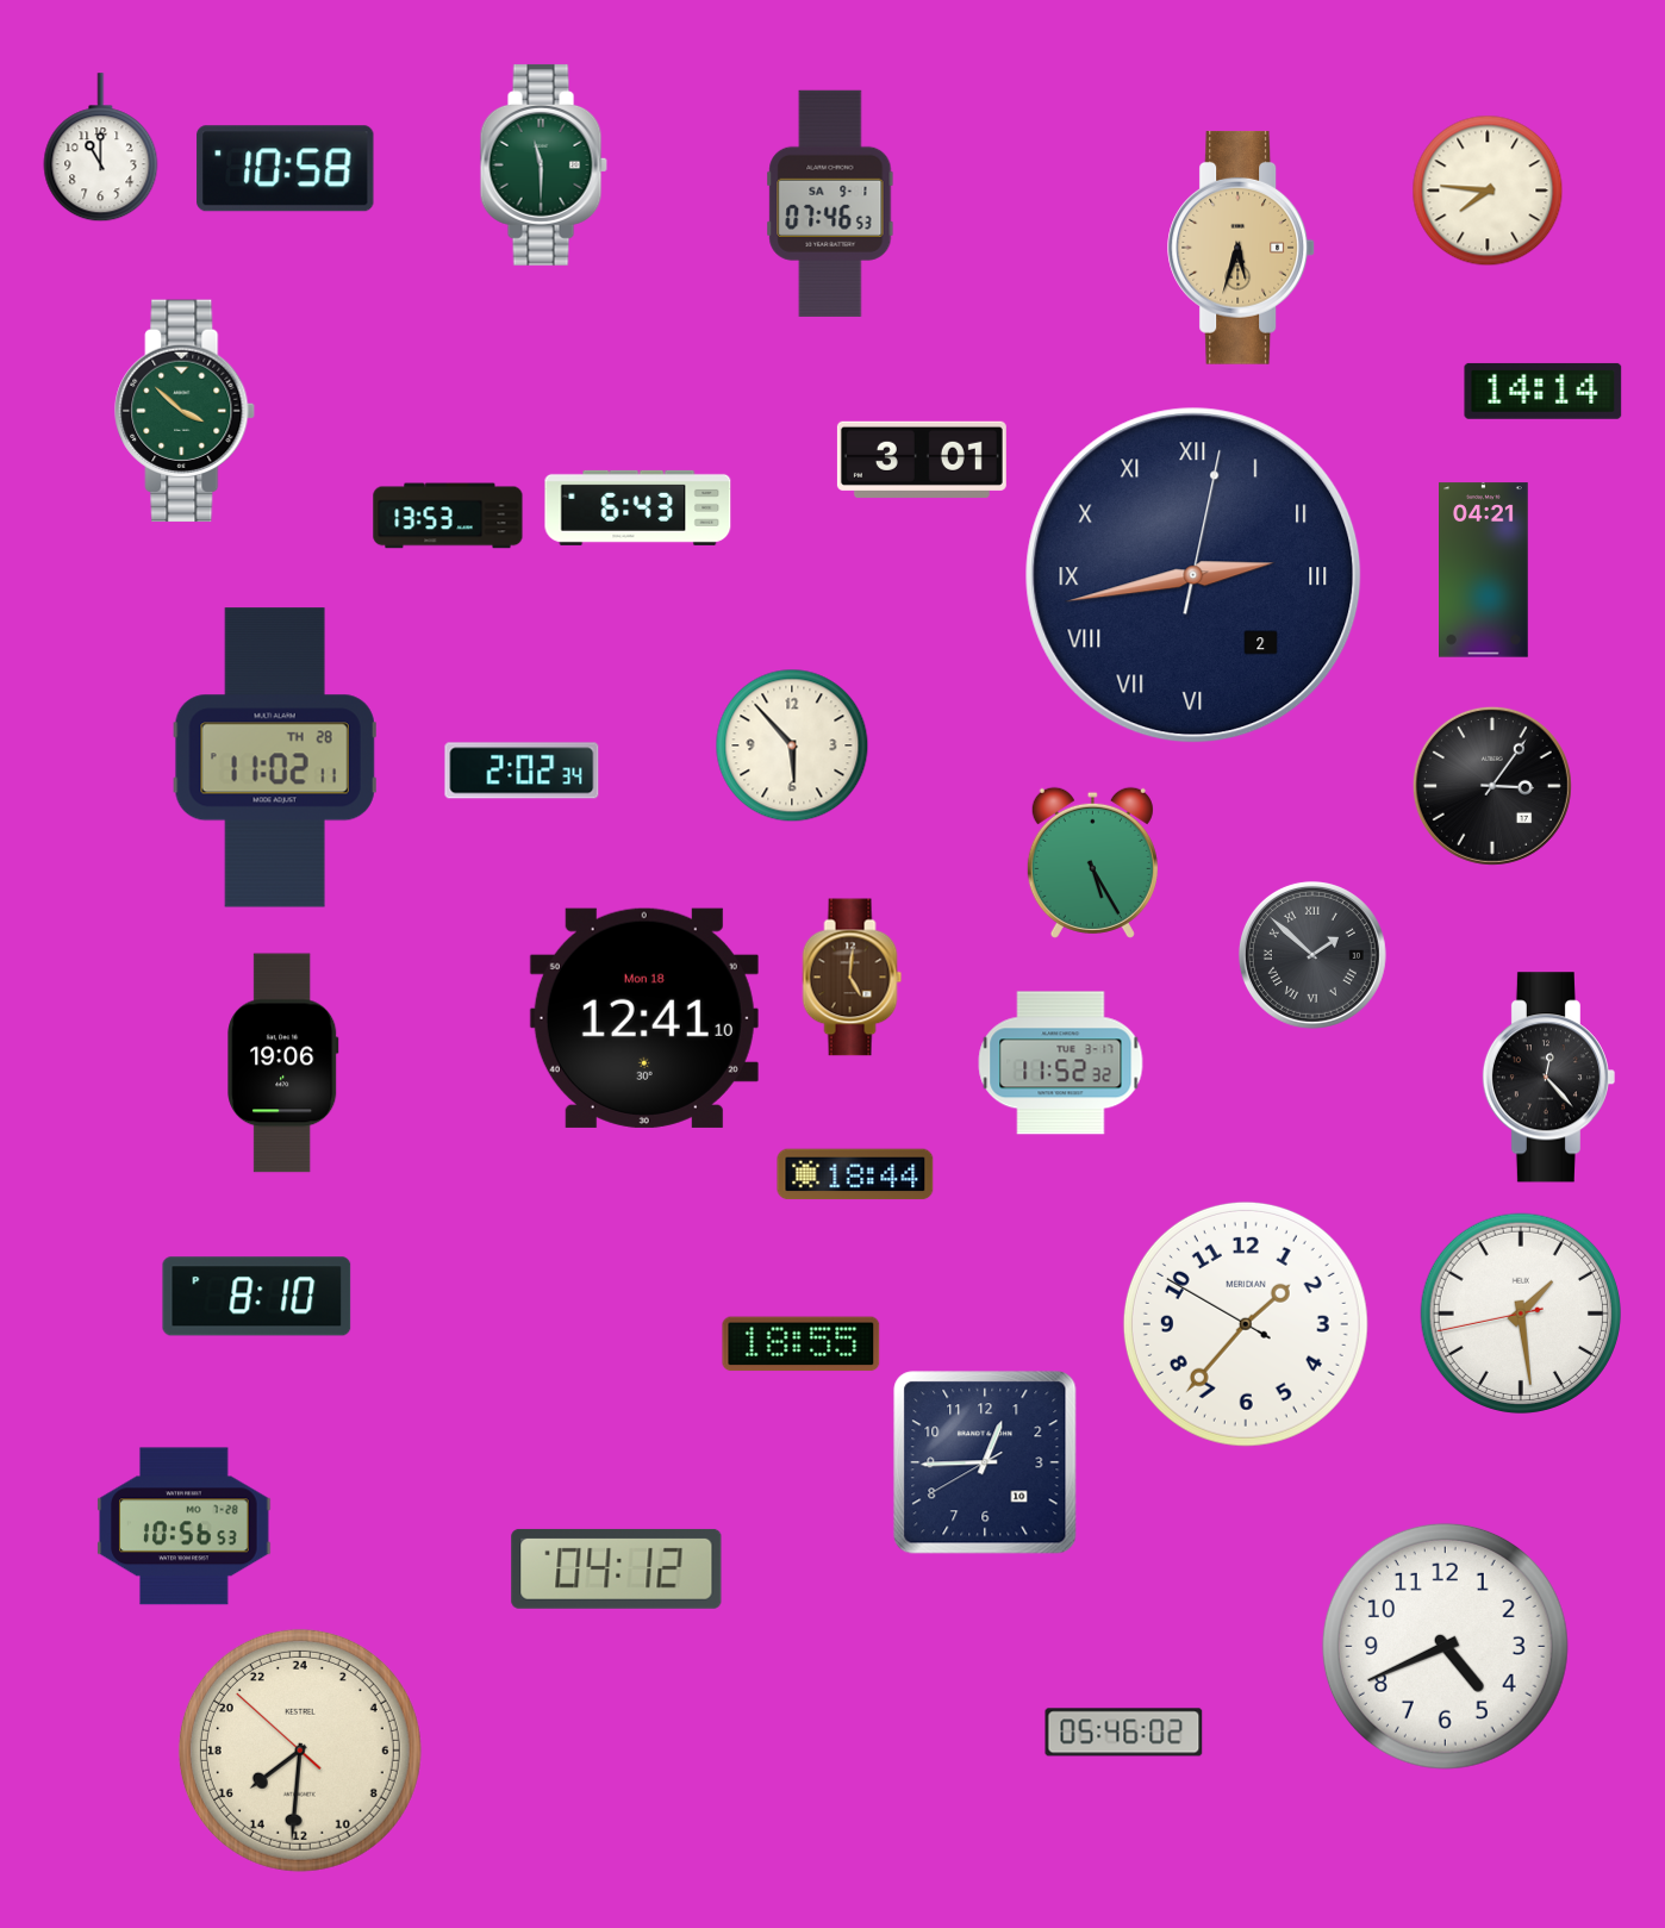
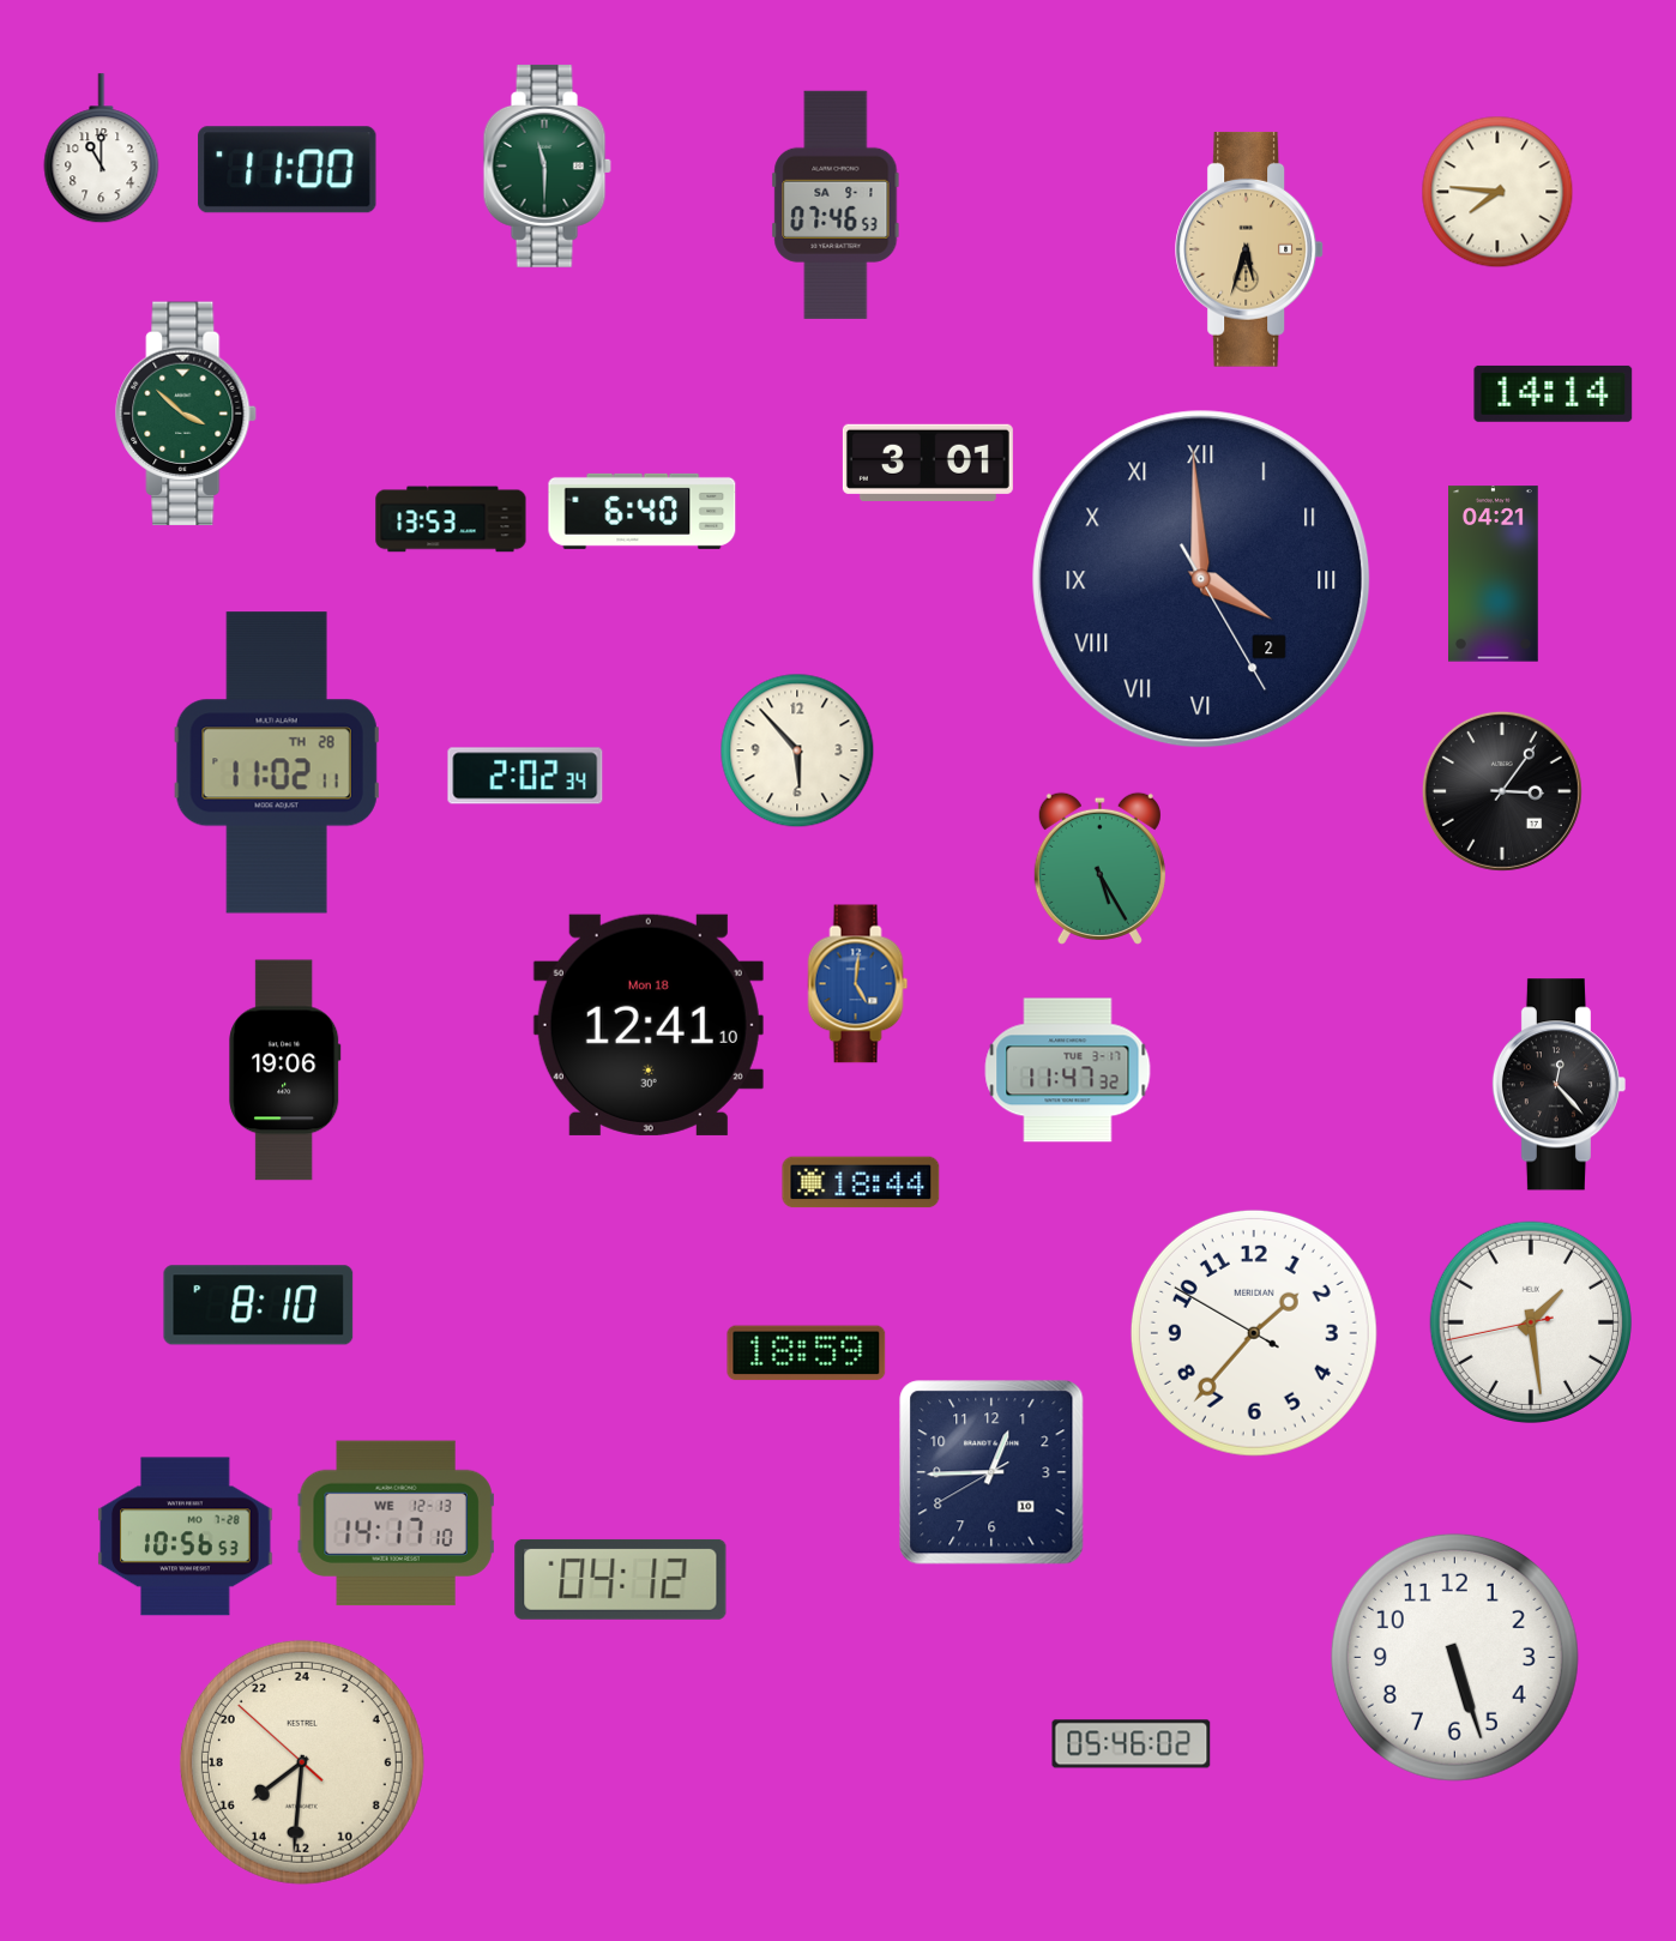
clock at (286, 169): 10:58 -> 11:00
clock at (638, 507): 6:43 -> 6:40
clock at (1193, 575): 2:43 -> 3:59
clock at (1312, 955): 1:52 -> none
clock at (853, 978) dial: brown -> blue
clock at (1061, 1063): 11:52 -> 11:47
clock at (802, 1344): 18:55 -> 18:59
clock at (396, 1524): none -> 14:17
clock at (1445, 1646): 4:41 -> 5:27
